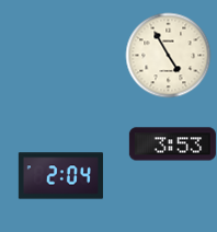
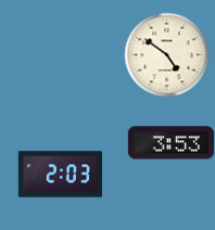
clock at (168, 55): 4:55 -> 4:51
clock at (60, 176): 2:04 -> 2:03
